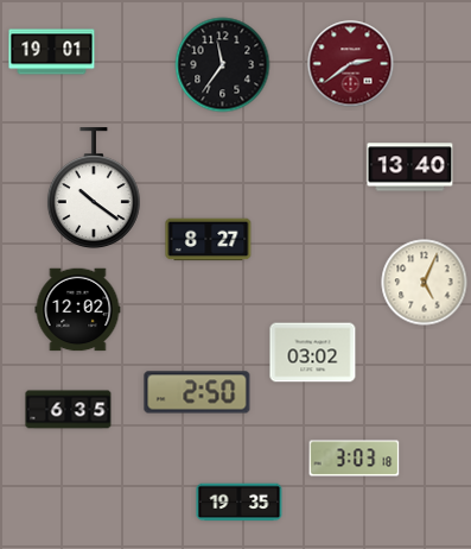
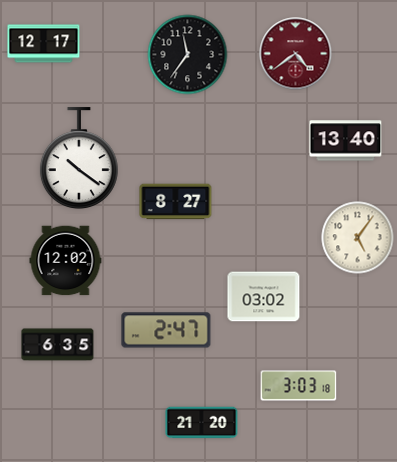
clock at (52, 52): 19:01 -> 12:17
clock at (351, 64): 2:39 -> 4:39
clock at (425, 283): 5:04 -> 5:06
clock at (197, 392): 2:50 -> 2:47
clock at (240, 503): 19:35 -> 21:20
